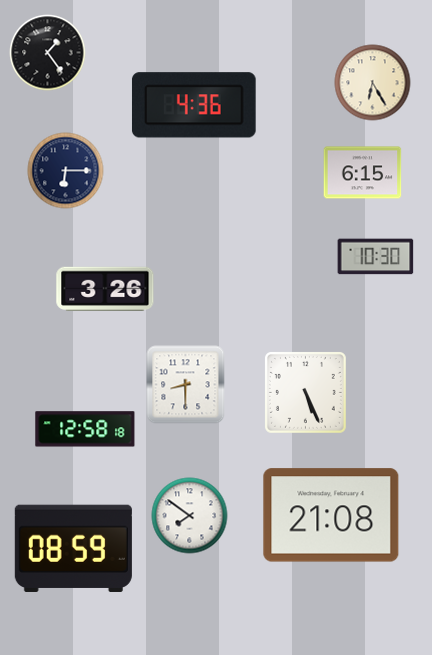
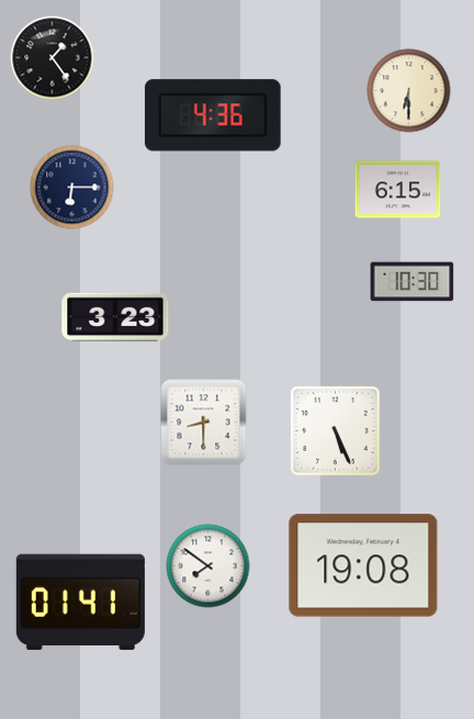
clock at (373, 83): 6:25 -> 6:30
clock at (105, 288): 3:26 -> 3:23
clock at (85, 429): 12:58 -> none
clock at (331, 515): 21:08 -> 19:08
clock at (73, 548): 08:59 -> 01:41
